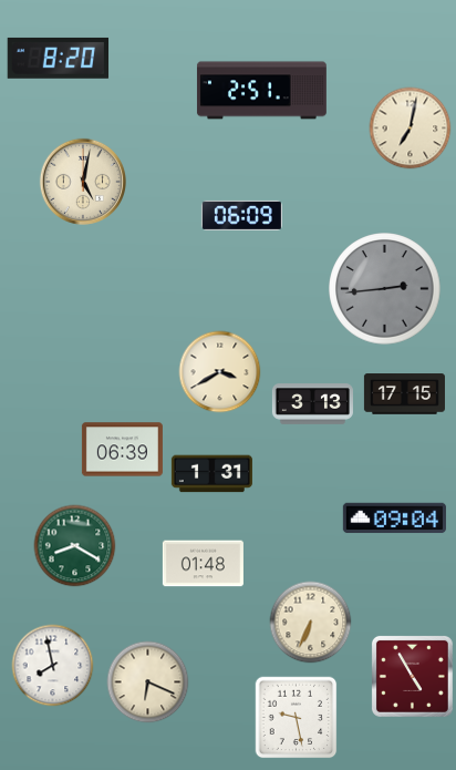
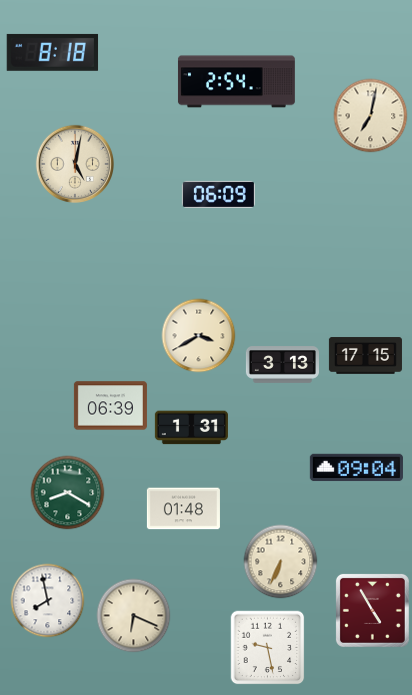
clock at (59, 58): 8:20 -> 8:18
clock at (261, 91): 2:51 -> 2:54
clock at (385, 289): 2:44 -> none
